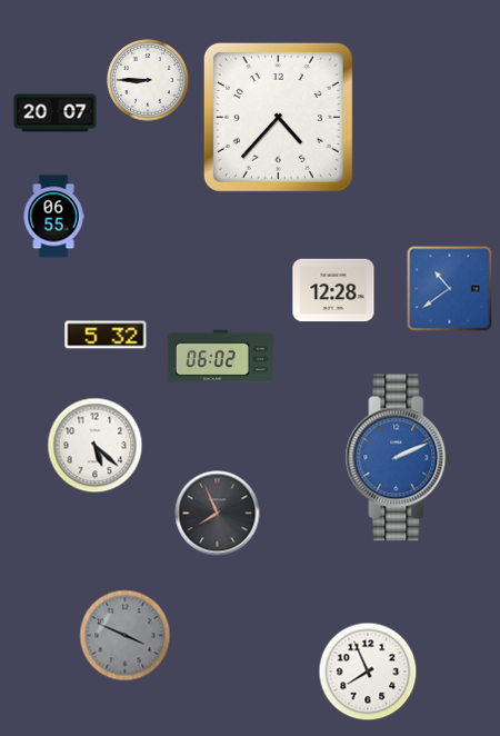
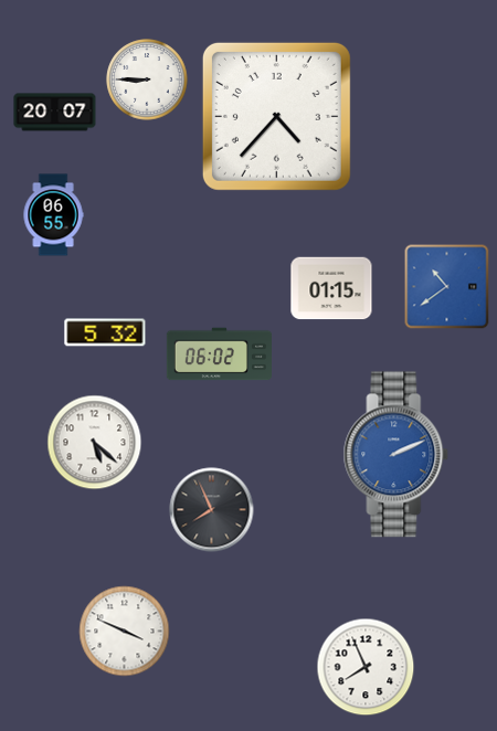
clock at (333, 290): 12:28 -> 01:15
clock at (218, 514) position: (218, 514) -> (212, 510)
clock at (126, 636) dial: grey -> white
